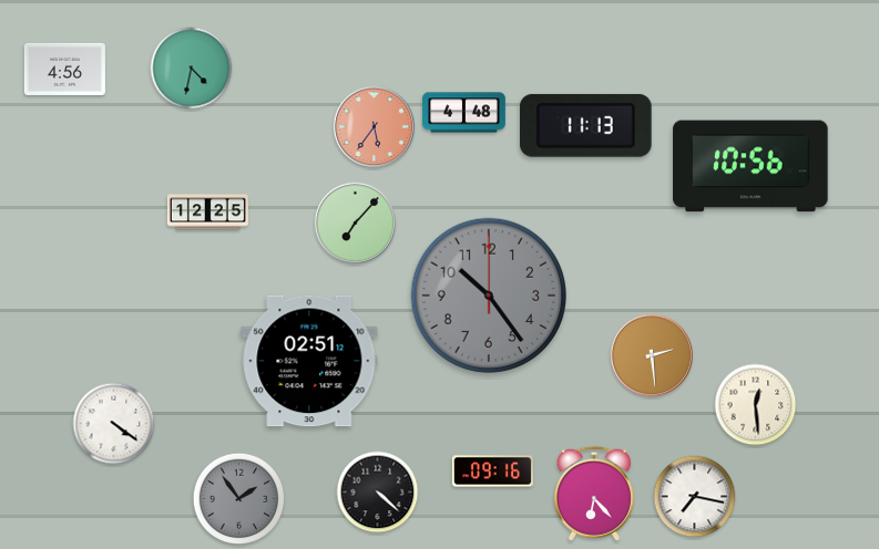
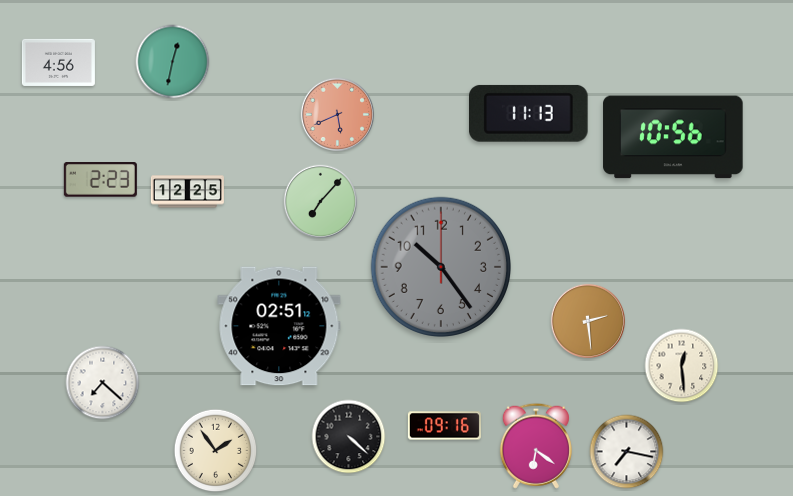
clock at (192, 69): 4:32 -> 12:32
clock at (464, 113): 4:48 -> none
clock at (374, 126): 5:36 -> 5:41
clock at (750, 166) position: (750, 166) -> (673, 137)
clock at (100, 180): none -> 2:23
clock at (114, 424): 4:21 -> 7:22
clock at (378, 493) position: (378, 493) -> (349, 437)
clock at (594, 494): 6:23 -> 6:21
clock at (695, 497) position: (695, 497) -> (627, 452)
clock at (239, 499) dial: grey -> cream
